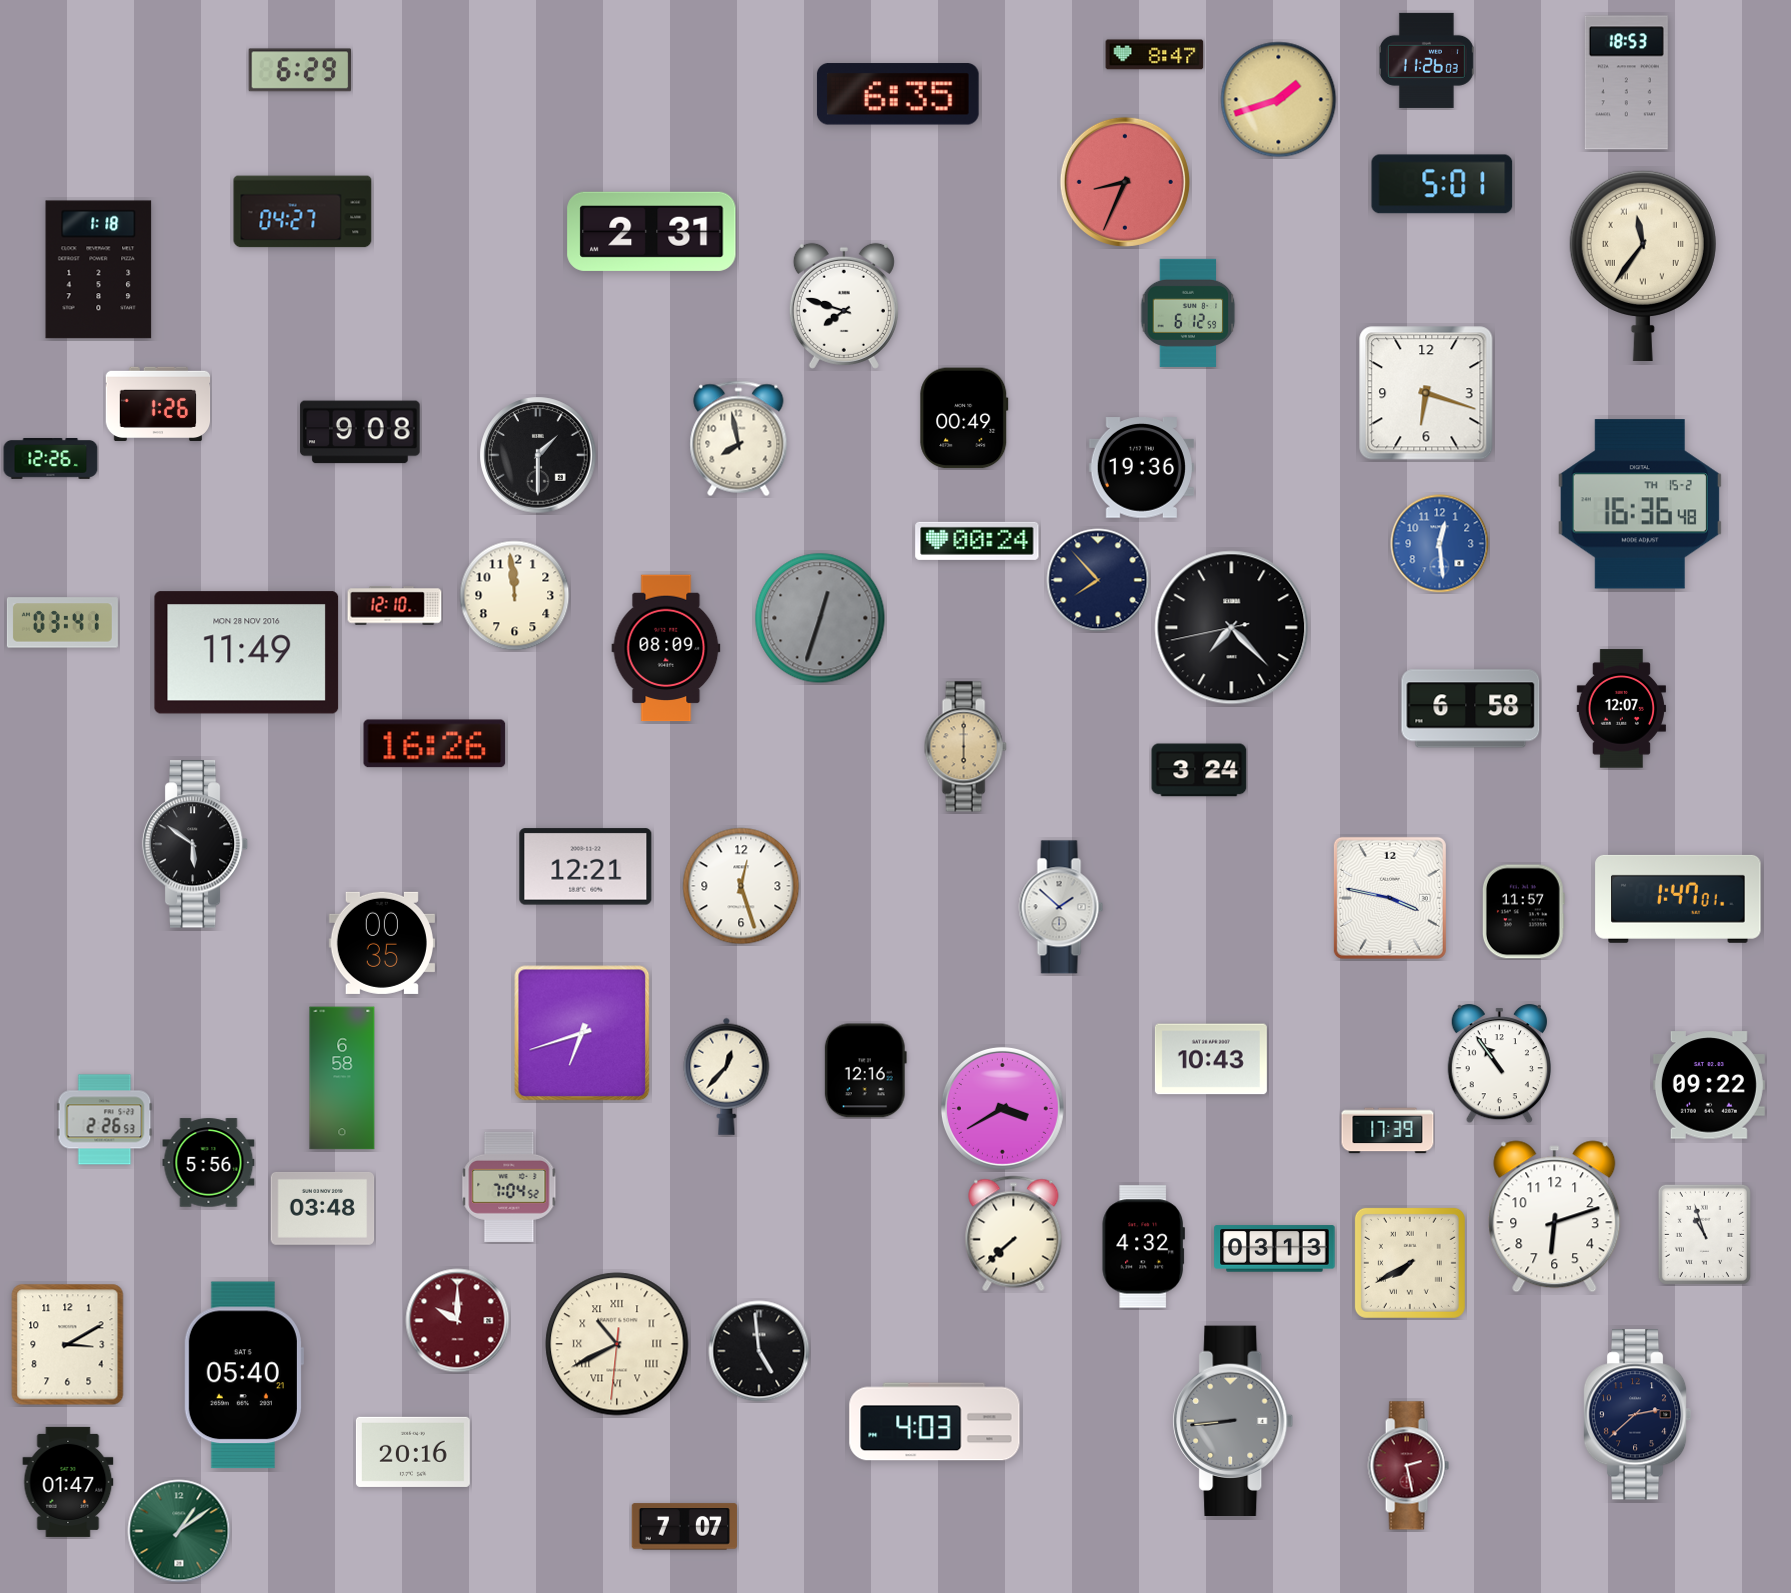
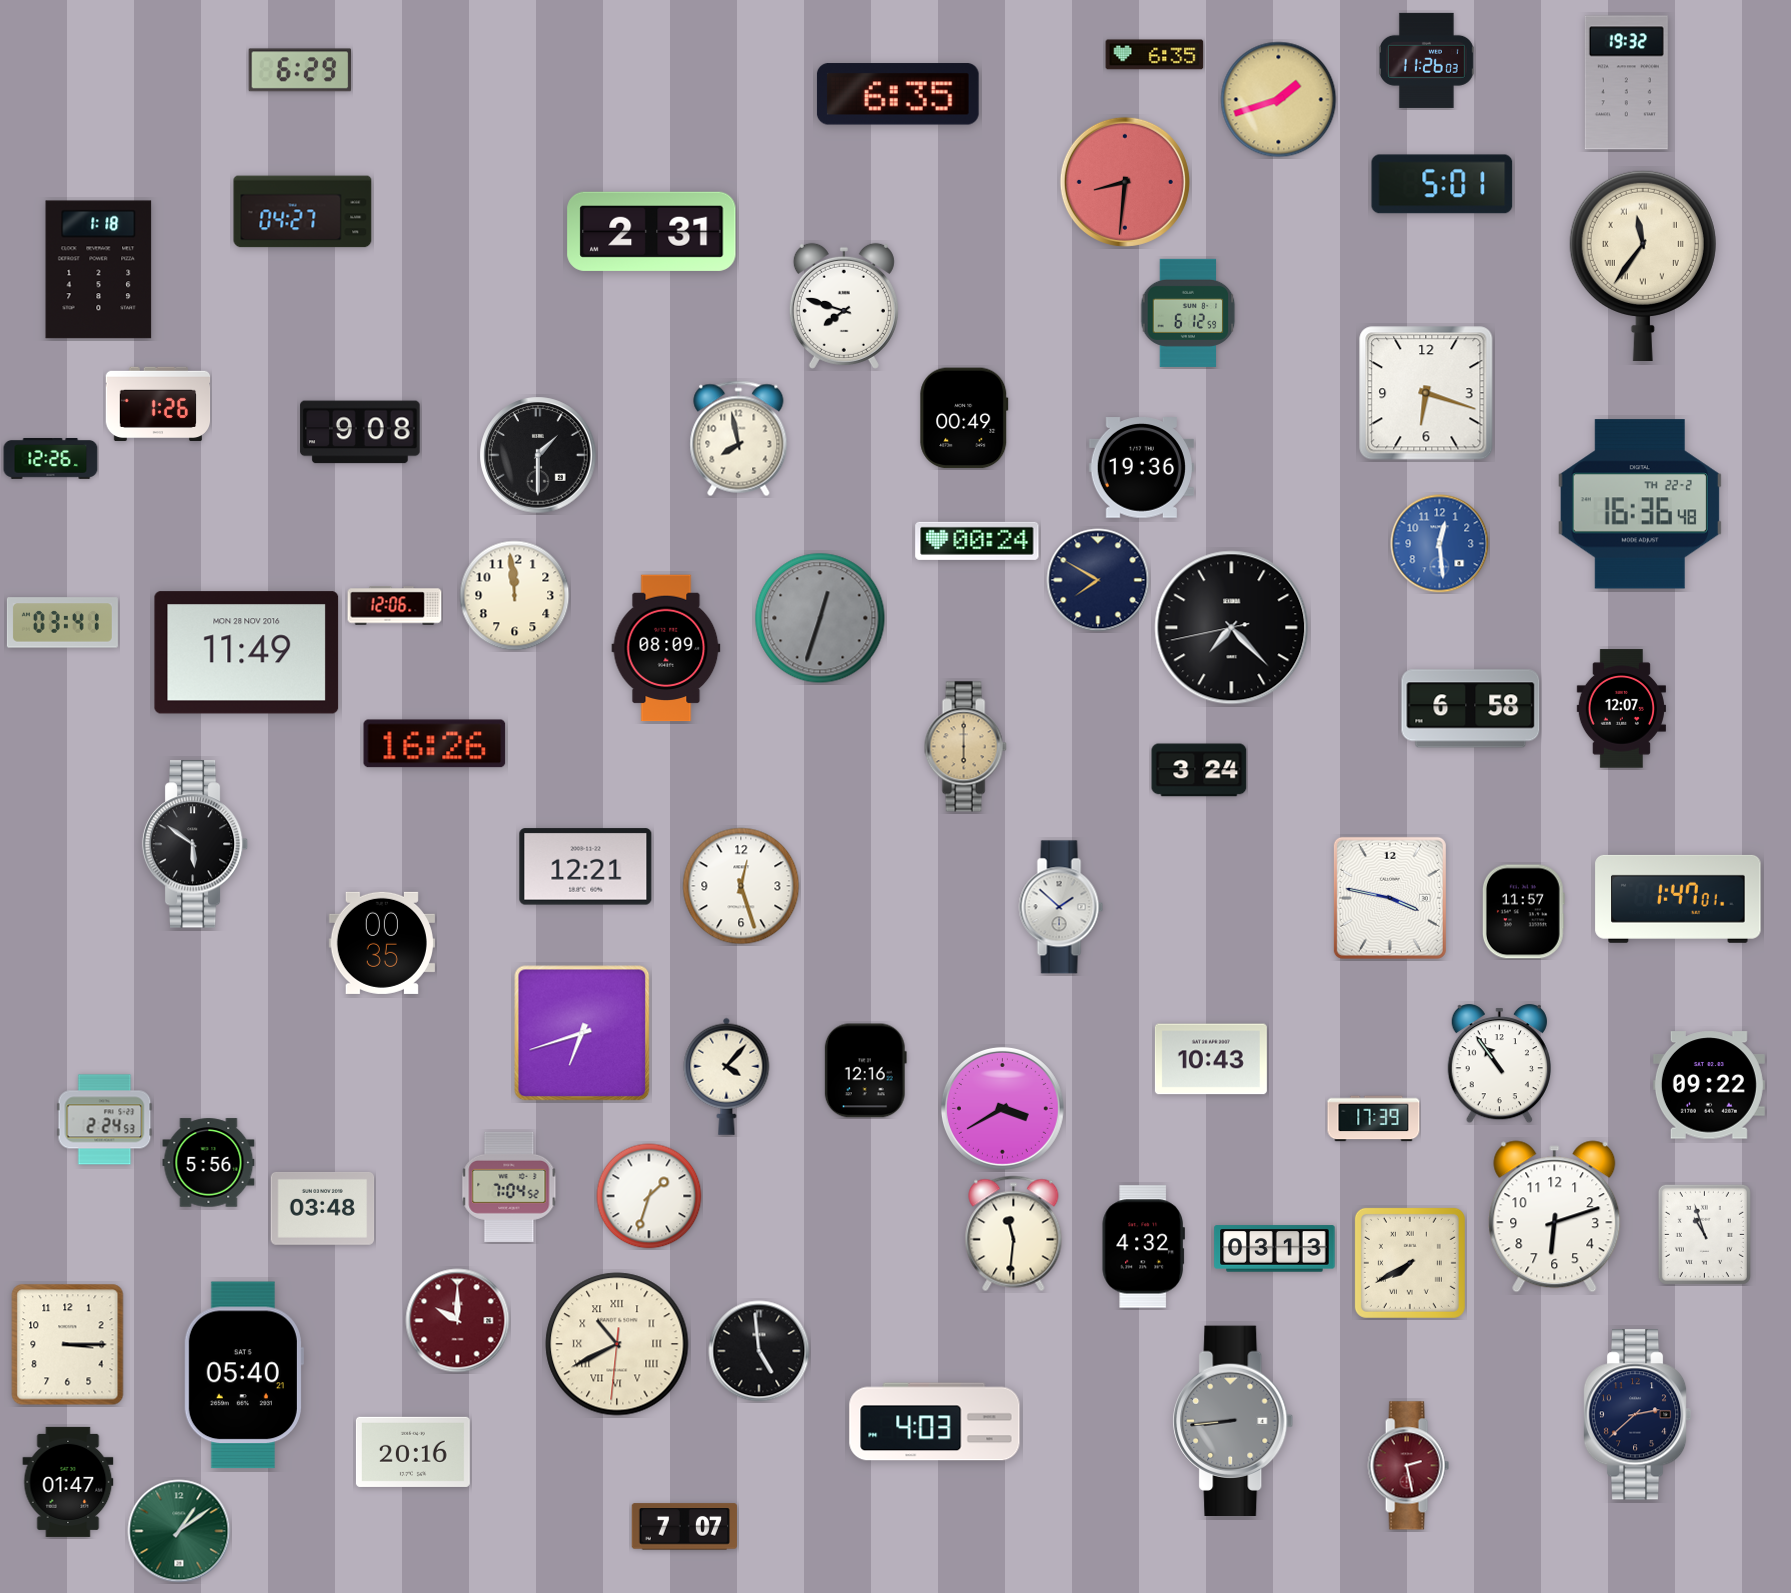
clock at (1155, 55): 8:47 -> 6:35
clock at (1626, 83): 18:53 -> 19:32
clock at (1125, 182): 8:34 -> 8:31
clock at (1640, 504) date: TH 15-2 -> TH 22-2
clock at (1098, 580): 7:53 -> 7:50
clock at (395, 606): 12:10 -> 12:06
clock at (727, 1076): 12:37 -> 4:07
clock at (342, 1078): 6:58 -> none
clock at (105, 1120): 2:26 -> 2:24
clock at (1388, 1131) position: (1388, 1131) -> (1374, 1119)
clock at (649, 1196): none -> 1:33
clock at (1014, 1234): 7:38 -> 11:31
clock at (68, 1345): 3:10 -> 3:15
